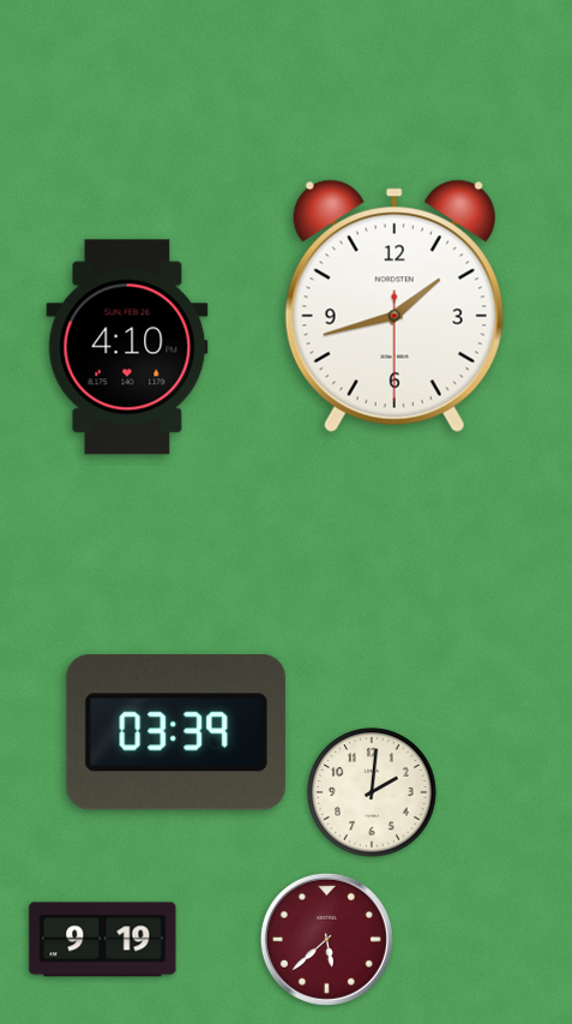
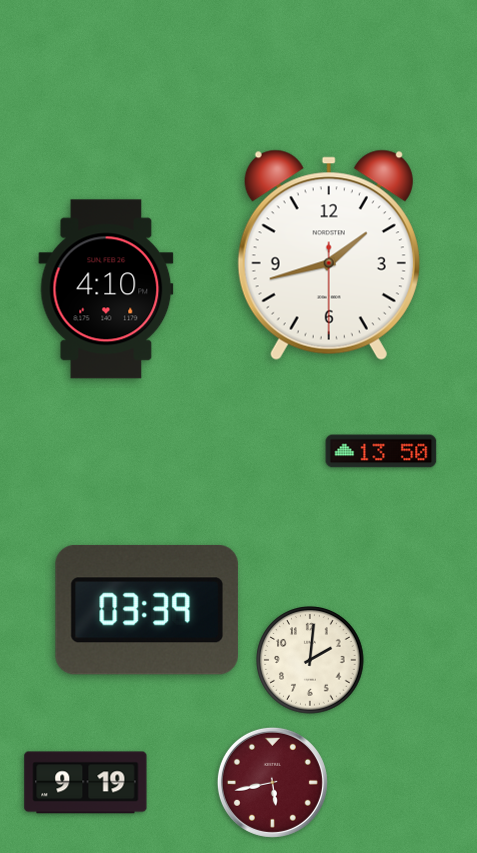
clock at (381, 451): none -> 13:50
clock at (326, 939): 5:38 -> 5:43
